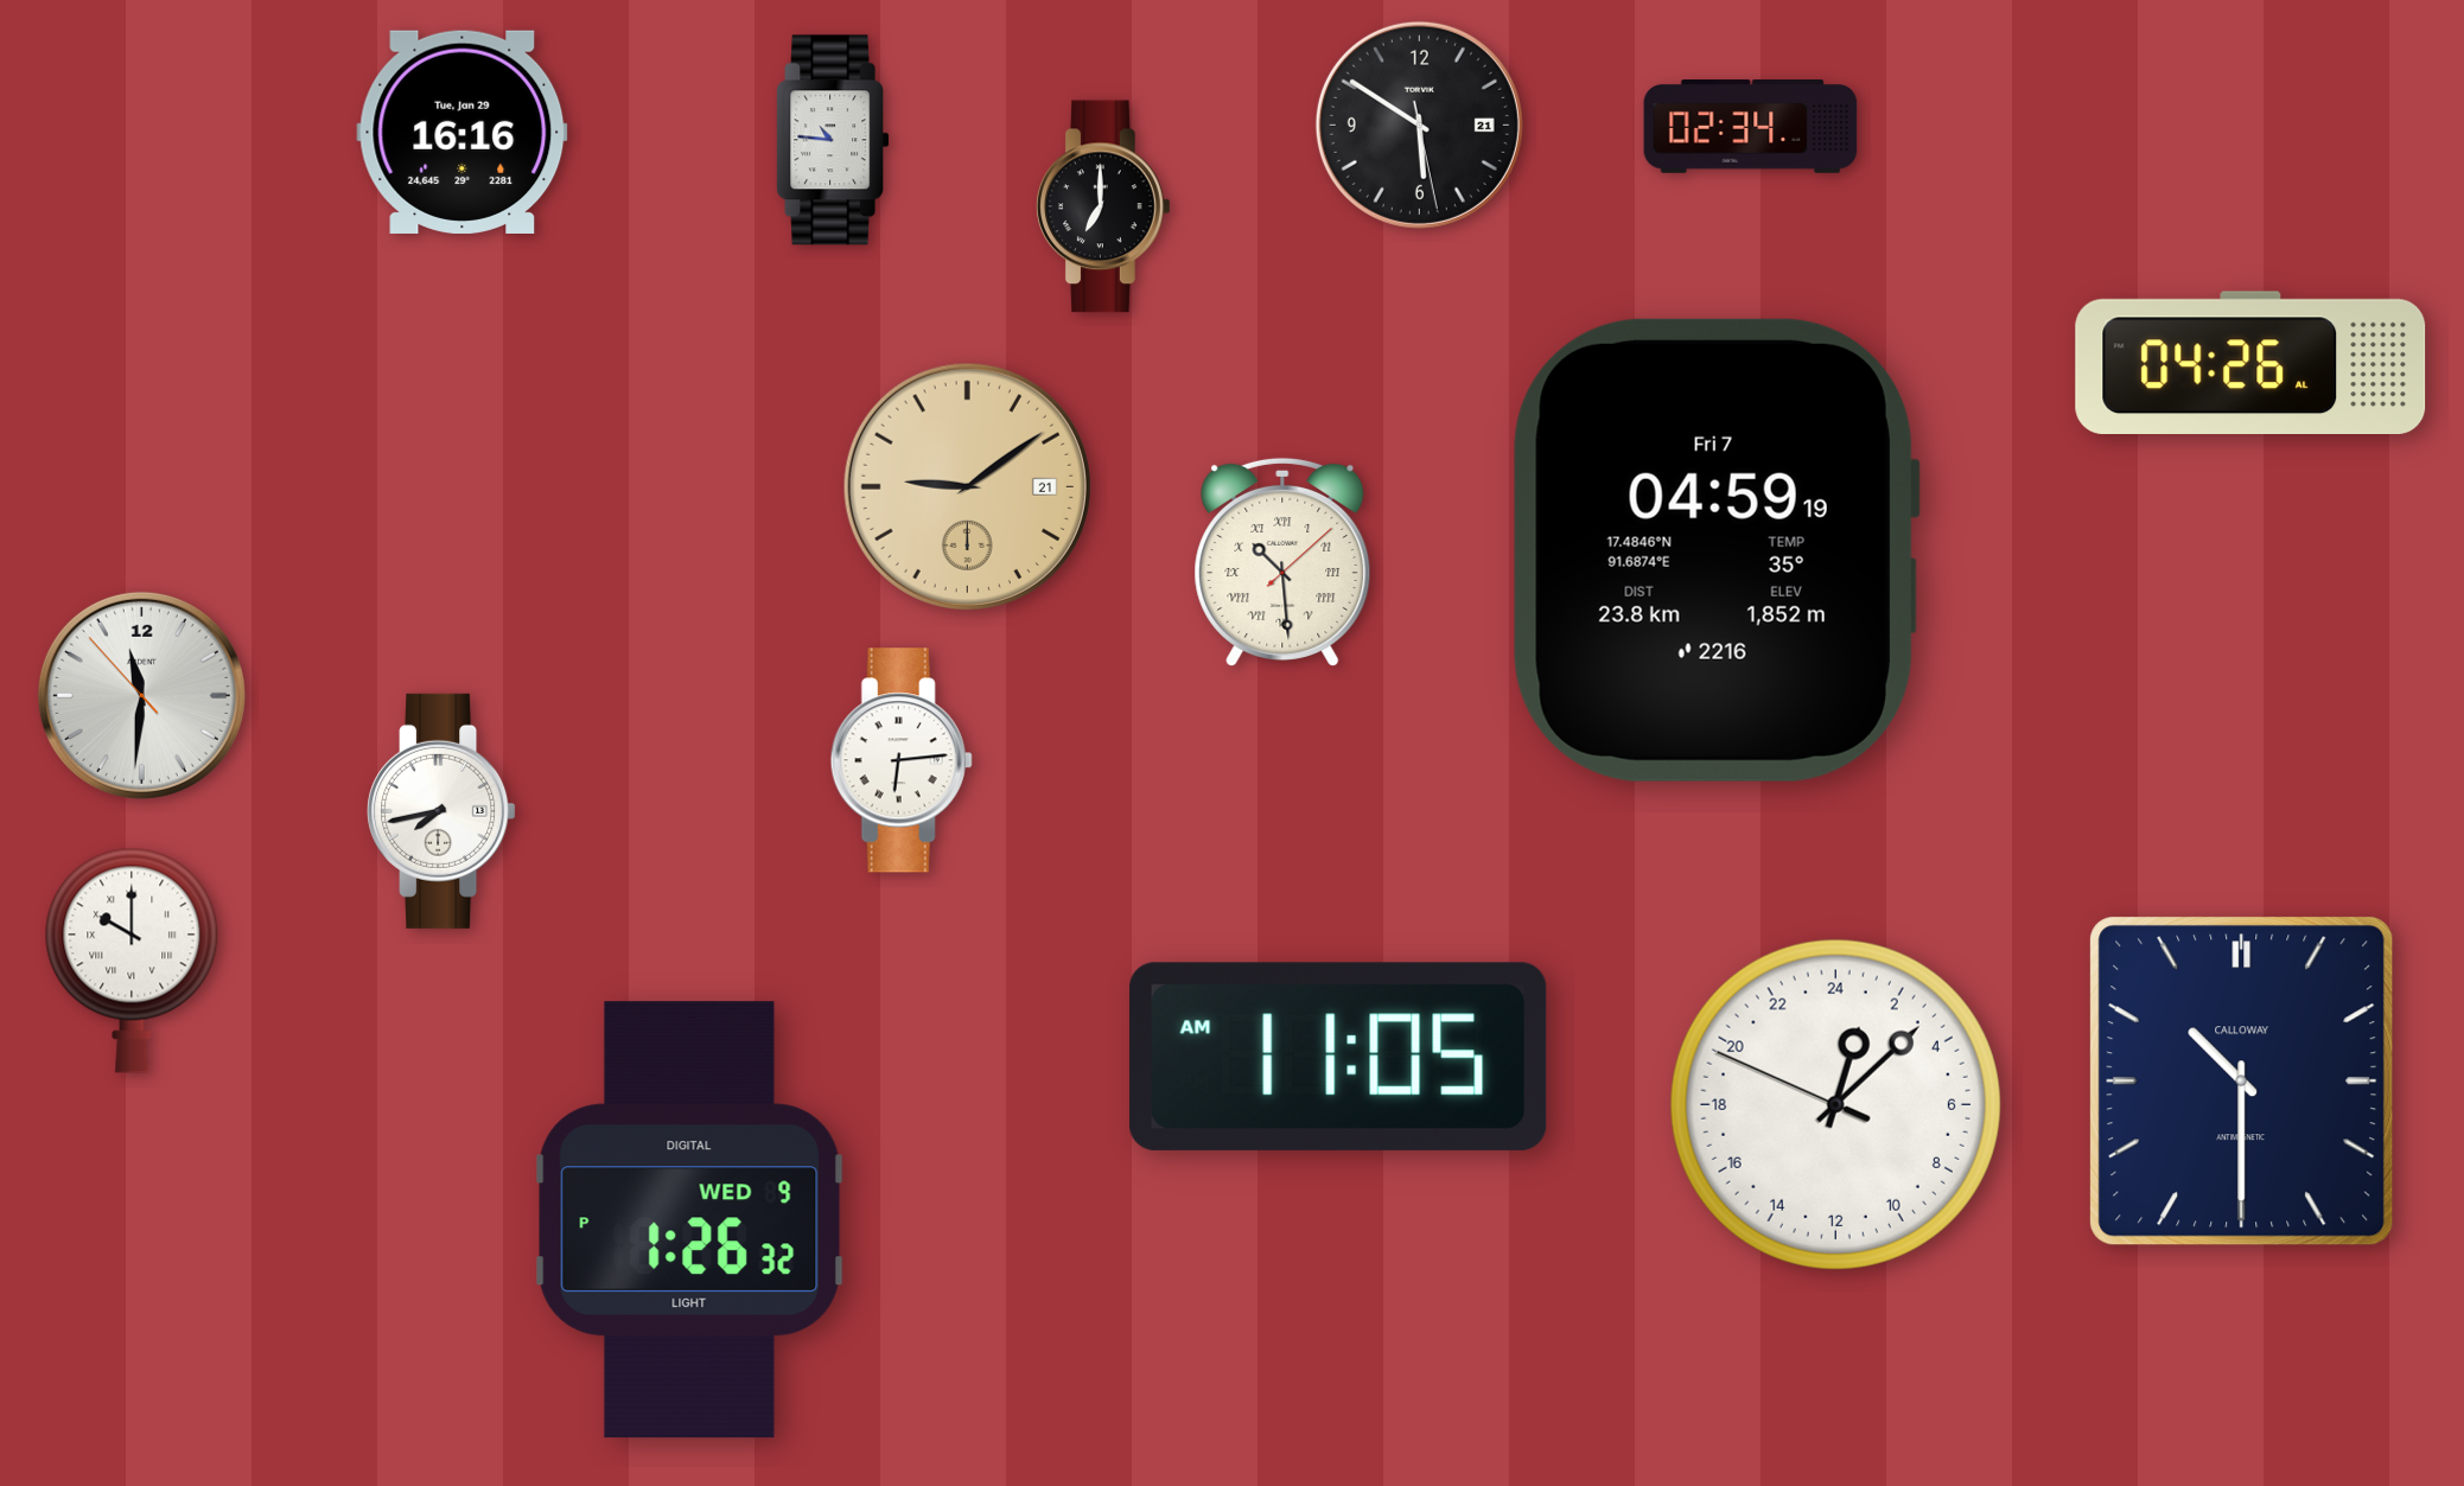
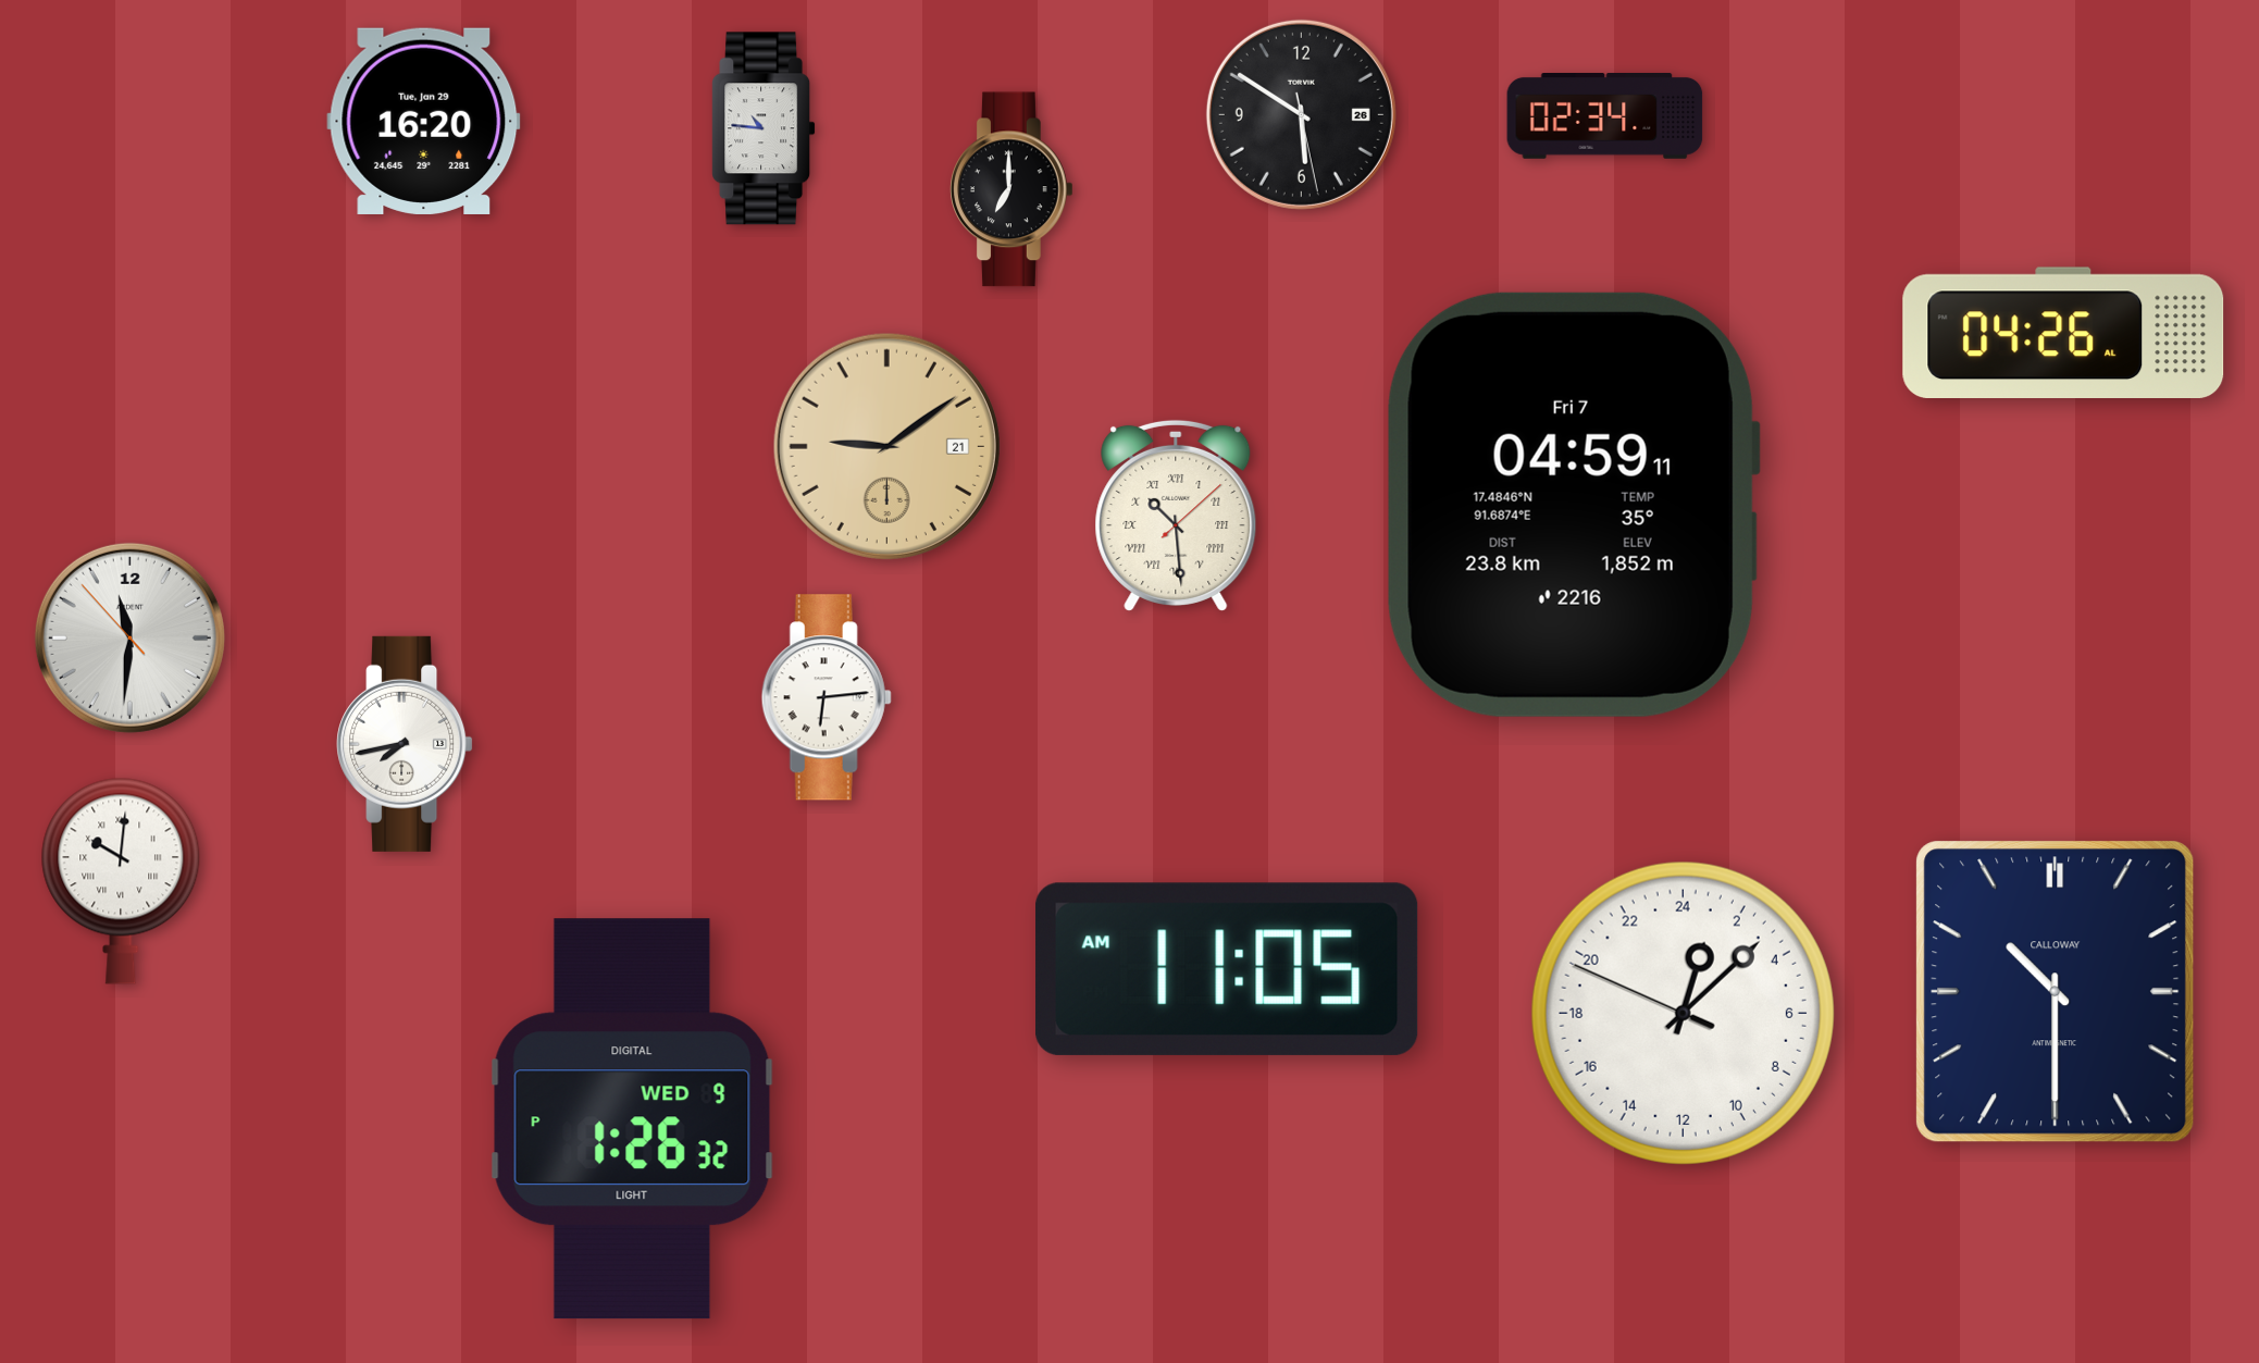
clock at (1419, 125) date: 21 -> 26
clock at (463, 132): 16:16 -> 16:20
clock at (1717, 550): 04:59:19 -> 04:59:11
clock at (132, 961): 10:00 -> 10:01
